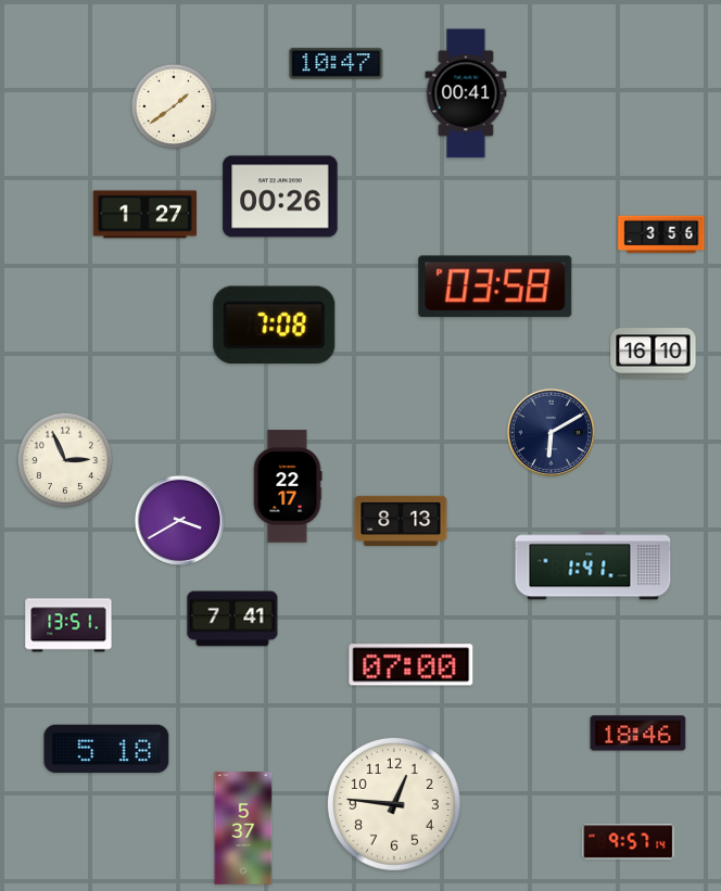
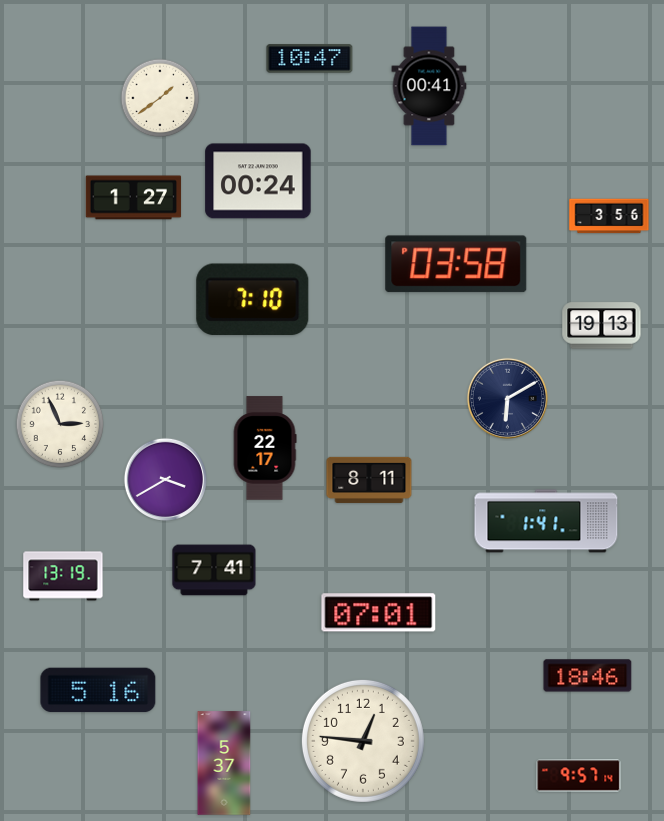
clock at (280, 196): 00:26 -> 00:24
clock at (275, 326): 7:08 -> 7:10
clock at (654, 354): 16:10 -> 19:13
clock at (401, 521): 8:13 -> 8:11
clock at (68, 625): 13:51 -> 13:19
clock at (412, 665): 07:00 -> 07:01
clock at (106, 749): 5:18 -> 5:16
